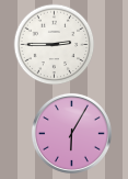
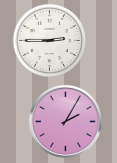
clock at (71, 133): 6:05 -> 2:05
